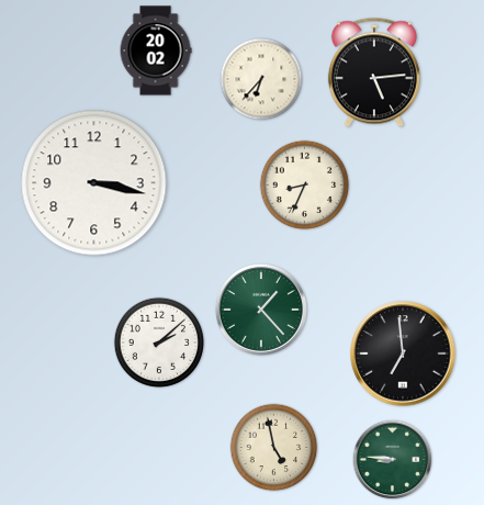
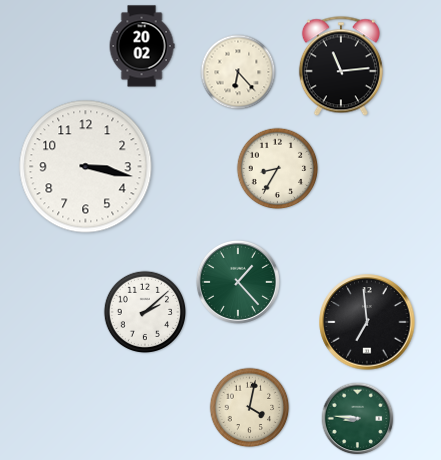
clock at (374, 72): 5:14 -> 11:14
clock at (261, 79): 6:37 -> 6:23
clock at (305, 186): 8:34 -> 8:35
clock at (274, 448): 4:58 -> 4:02
